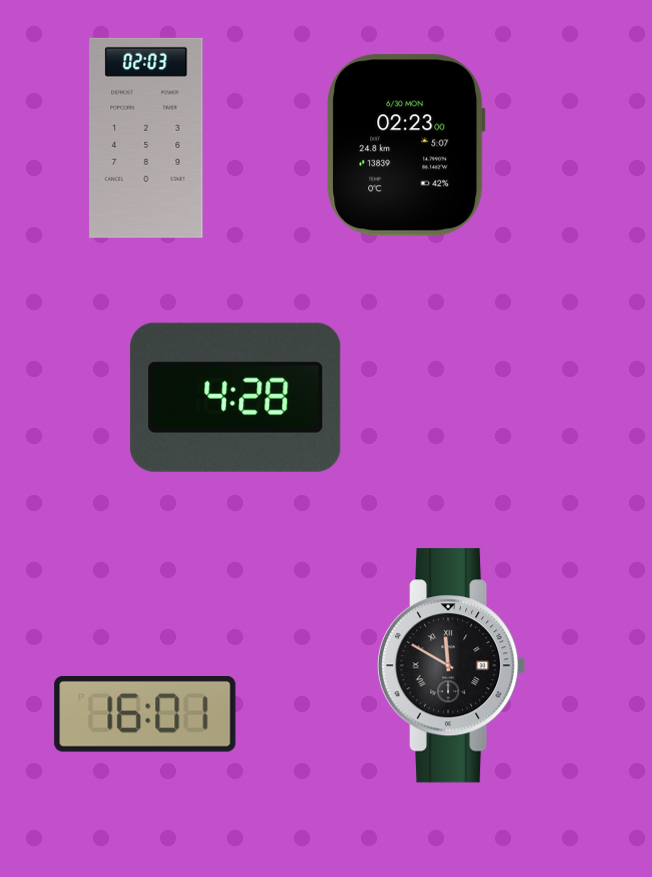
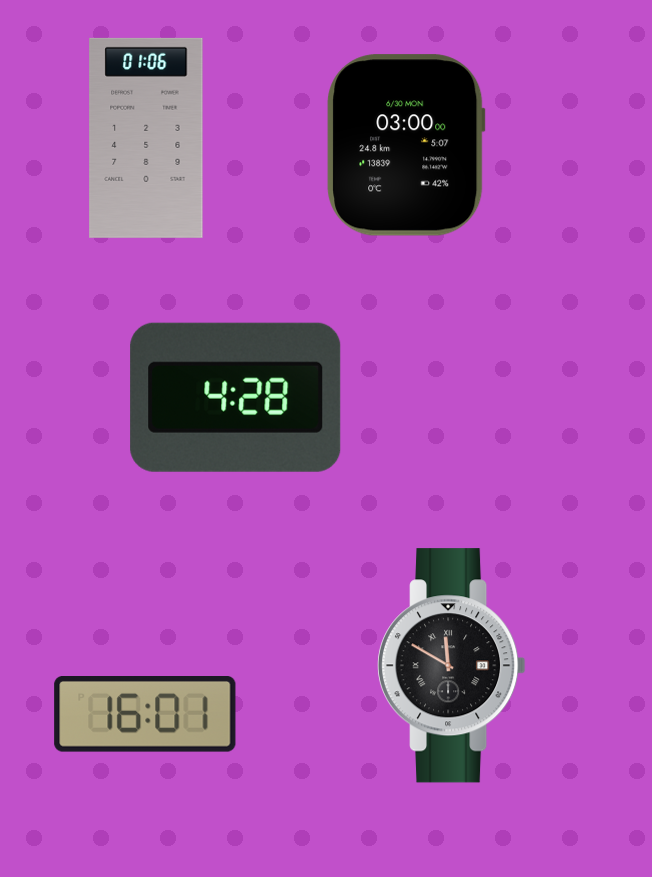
clock at (146, 138): 02:03 -> 01:06
clock at (406, 145): 02:23 -> 03:00
